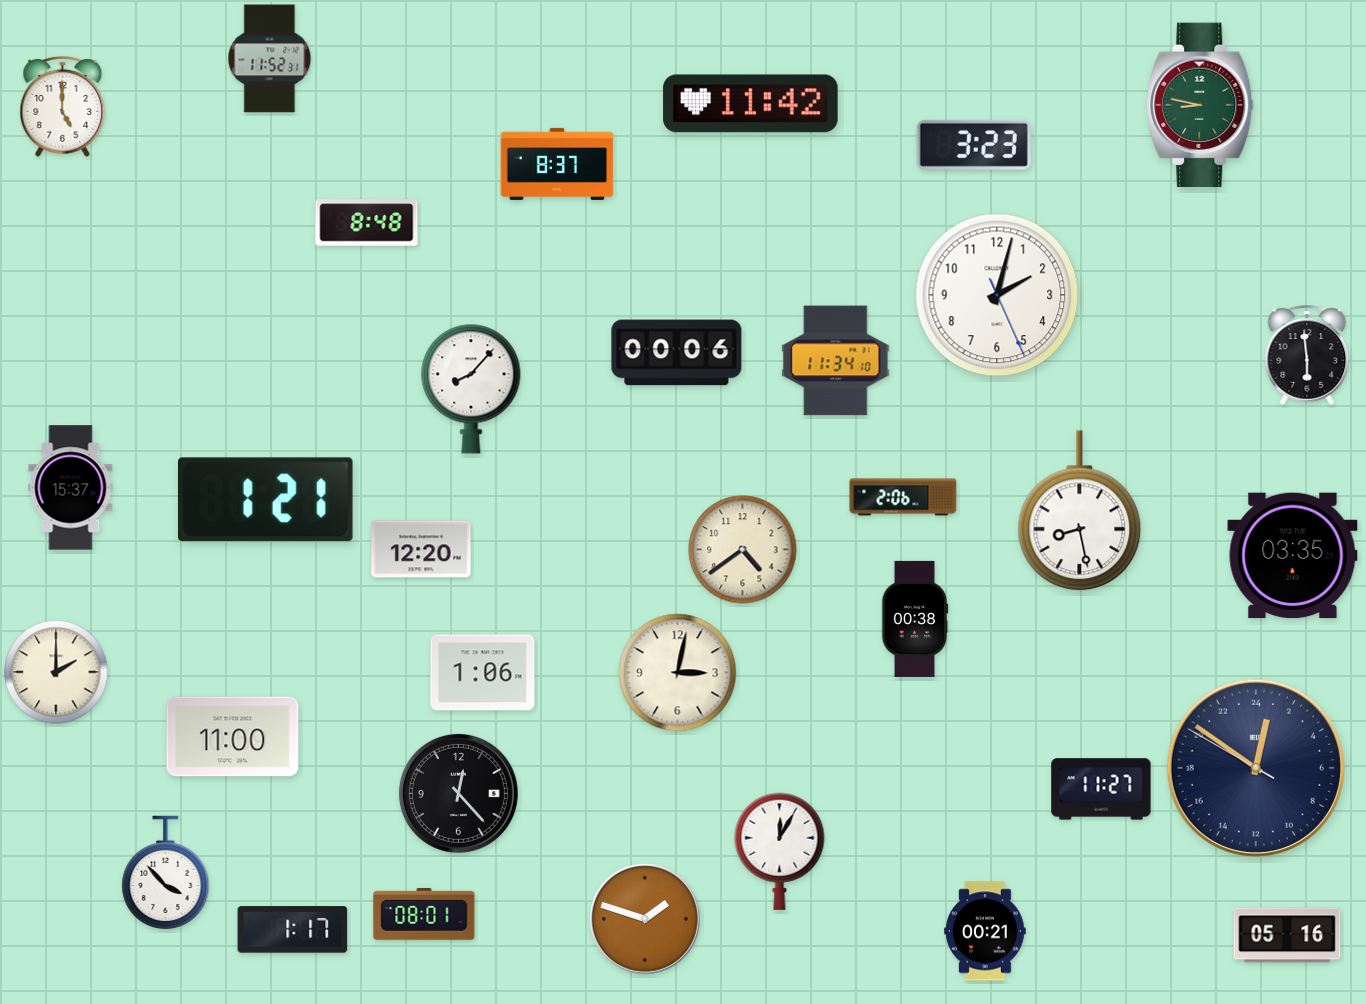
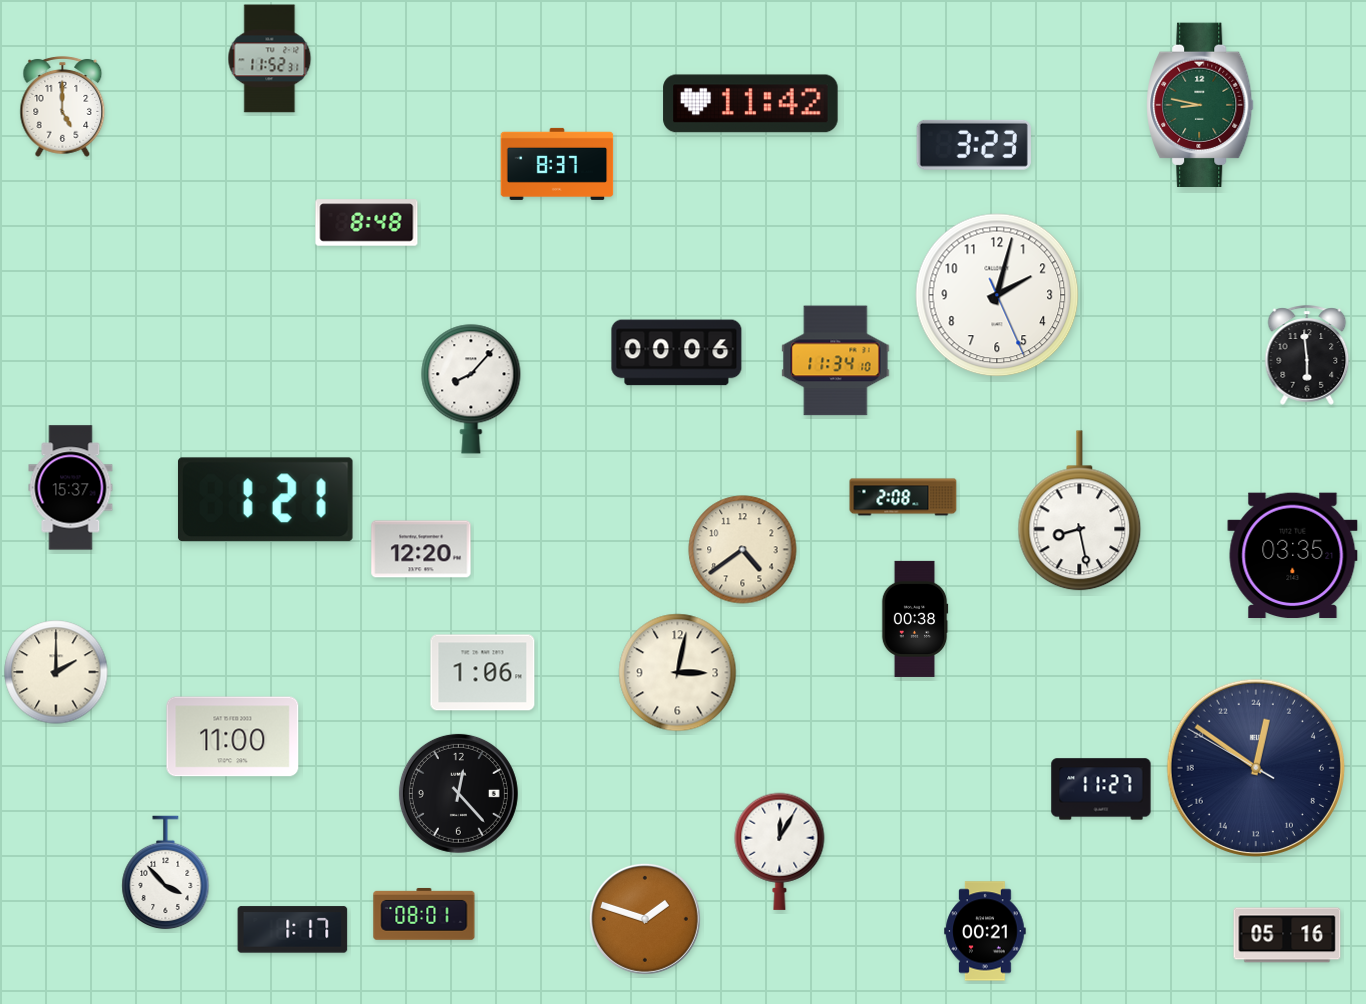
clock at (903, 497): 2:06 -> 2:08
